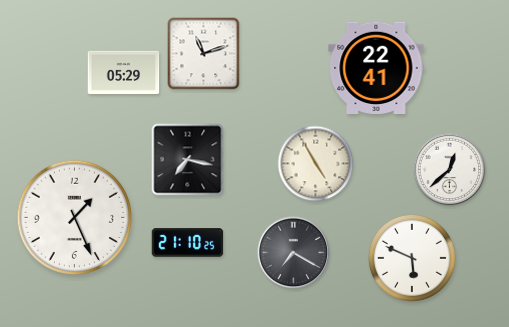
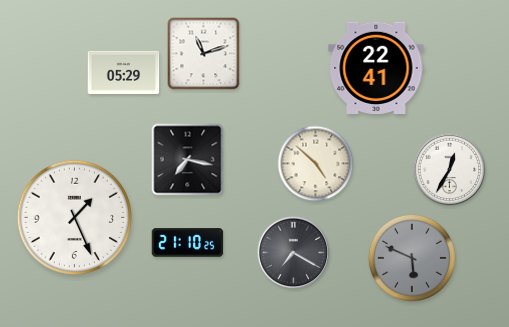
clock at (316, 164): 4:55 -> 4:52
clock at (450, 170): 12:38 -> 12:35
clock at (412, 258) dial: white -> grey
